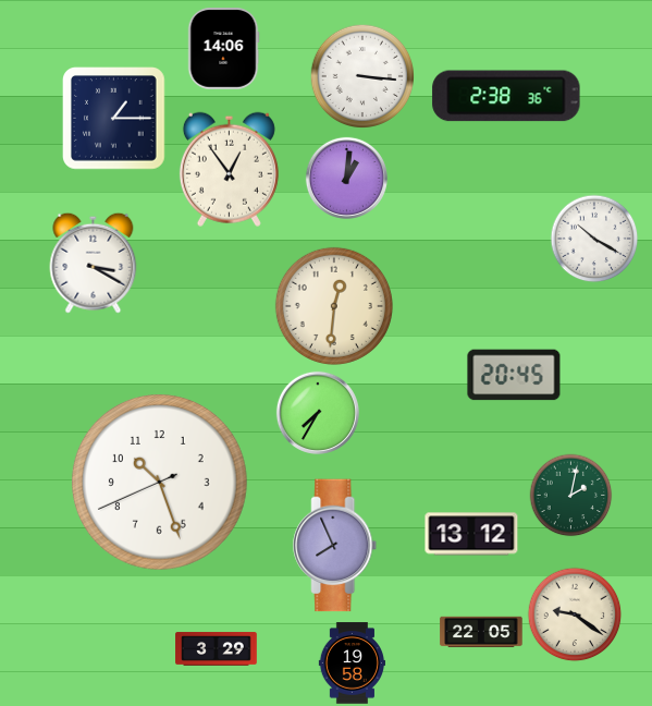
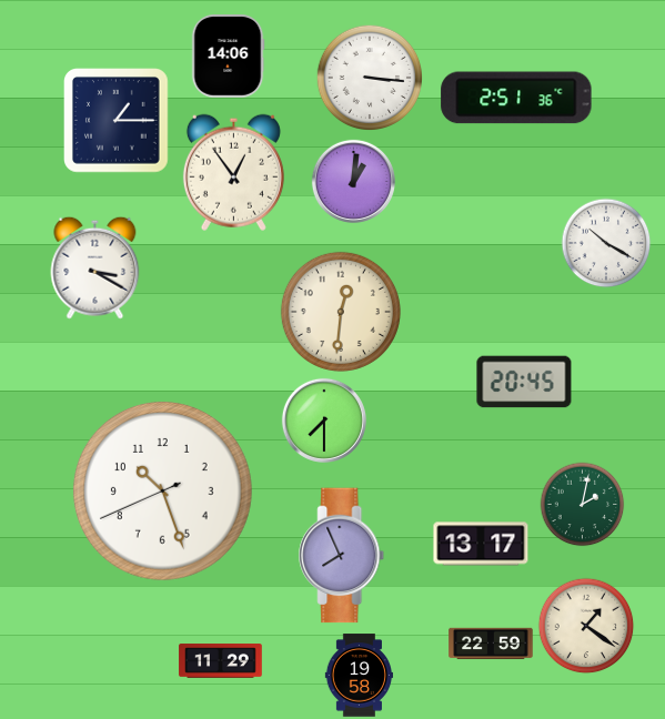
clock at (223, 49) position: (223, 49) -> (228, 57)
clock at (506, 96): 2:38 -> 2:51
clock at (318, 413): 7:35 -> 7:30
clock at (471, 534): 13:12 -> 13:17
clock at (575, 614): 9:21 -> 1:21
clock at (481, 632): 22:05 -> 22:59
clock at (217, 649): 3:29 -> 11:29
